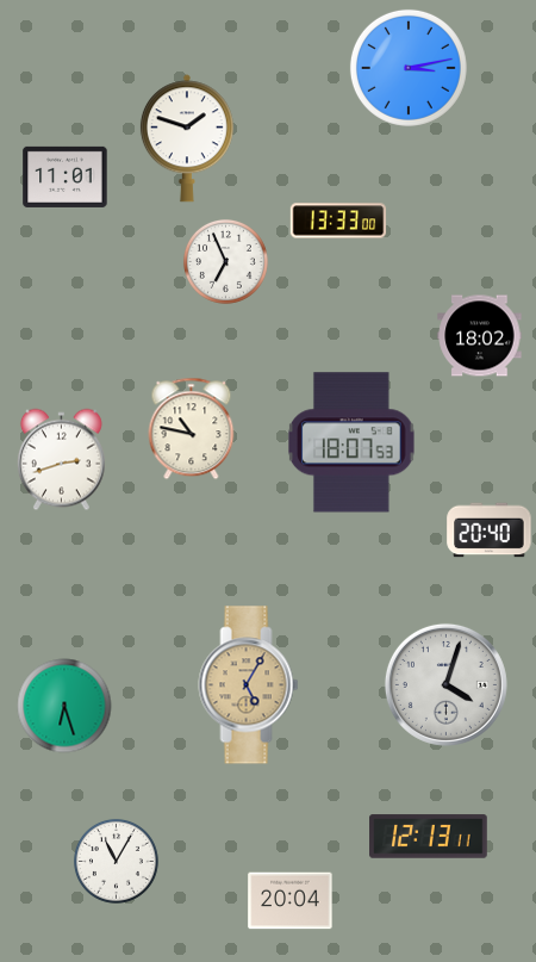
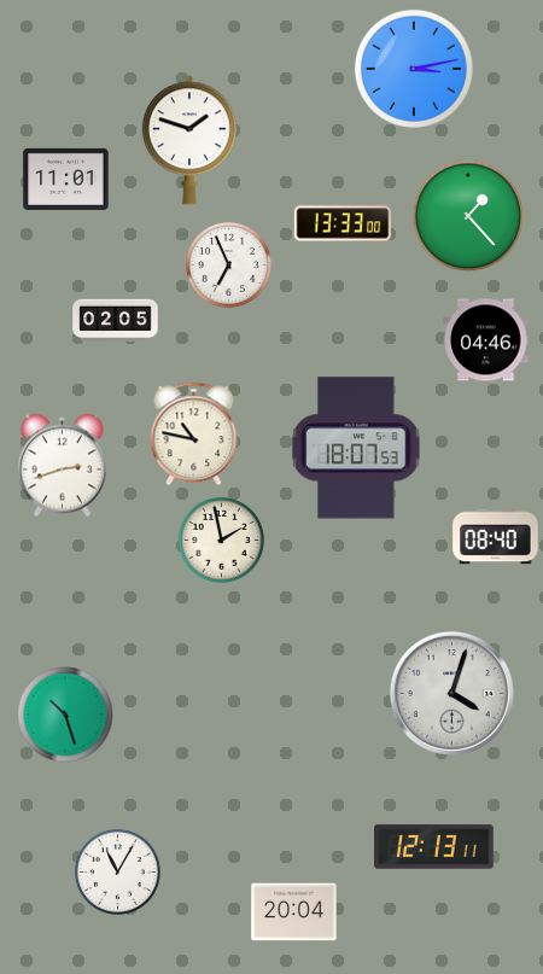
clock at (468, 216): none -> 1:23
clock at (116, 321): none -> 02:05
clock at (480, 336): 18:02 -> 04:46
clock at (490, 530): 20:40 -> 08:40
clock at (221, 540): none -> 1:58
clock at (249, 685): 5:05 -> none
clock at (64, 706): 6:27 -> 10:27
